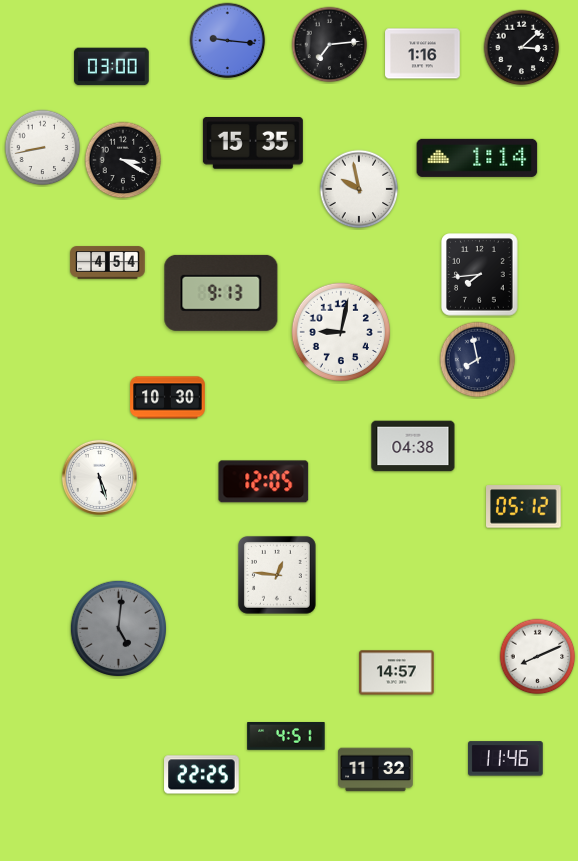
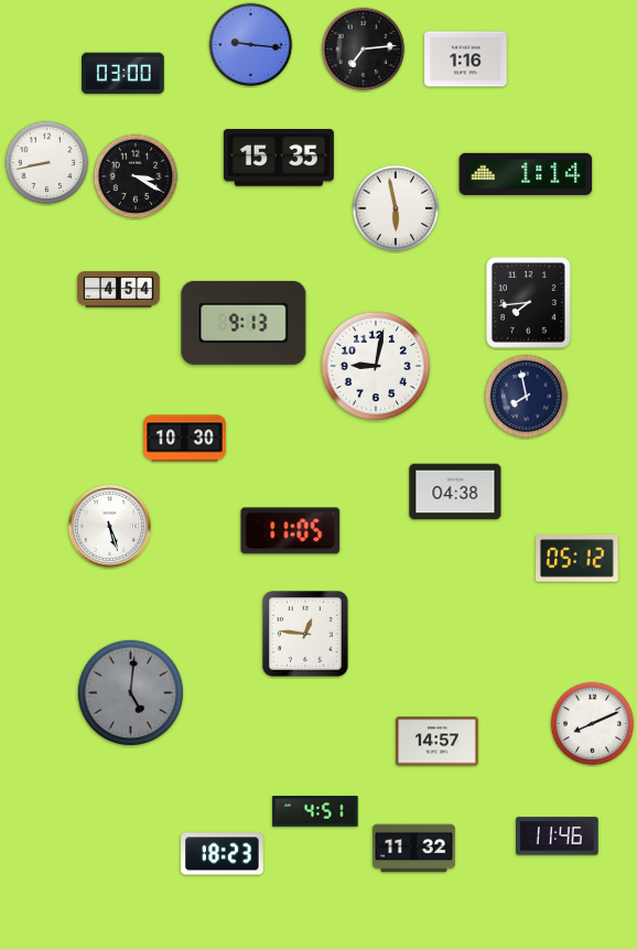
clock at (522, 48): 3:08 -> none
clock at (359, 189): 9:58 -> 5:58
clock at (264, 482): 12:05 -> 11:05
clock at (202, 775): 22:25 -> 18:23
